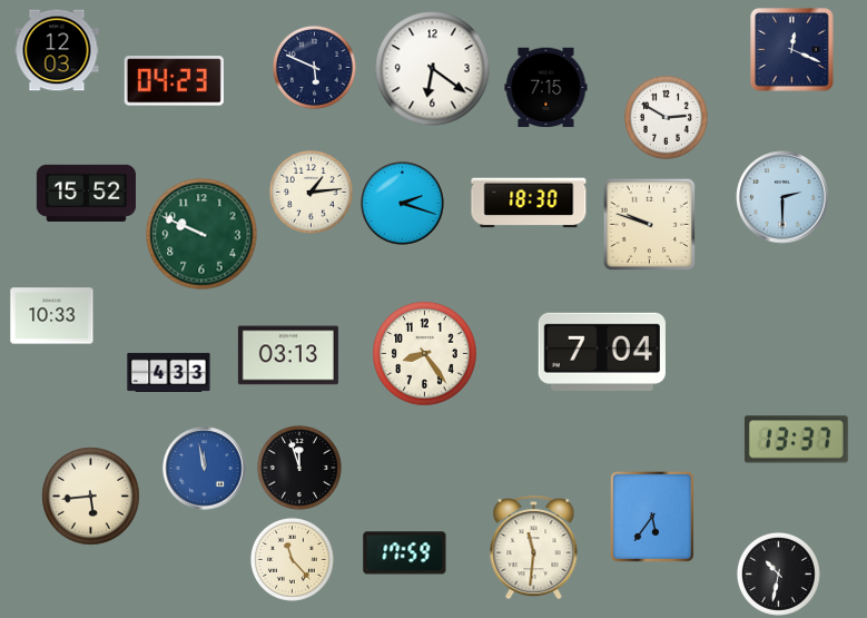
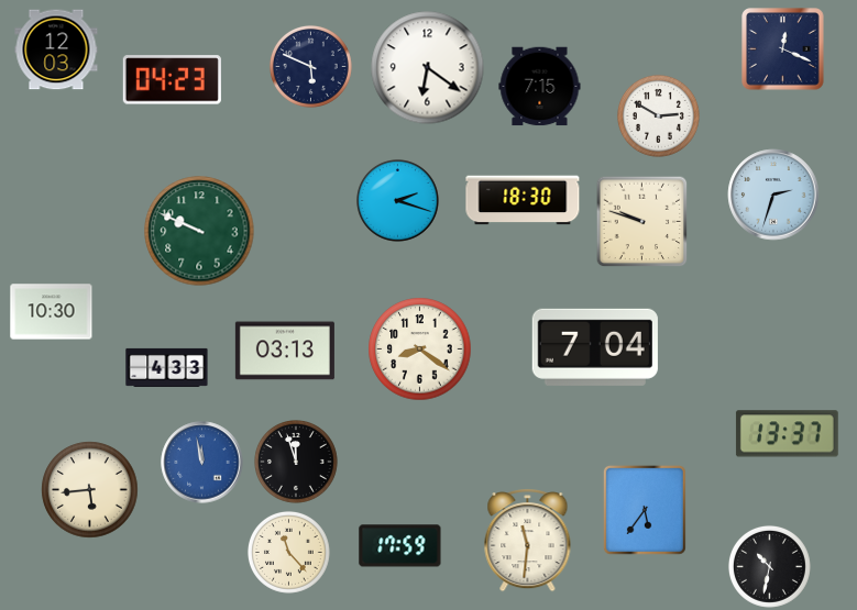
clock at (311, 192): 1:14 -> none
clock at (86, 193): 15:52 -> none
clock at (782, 197): 2:30 -> 2:33
clock at (52, 316): 10:33 -> 10:30
clock at (425, 354): 8:24 -> 8:21
